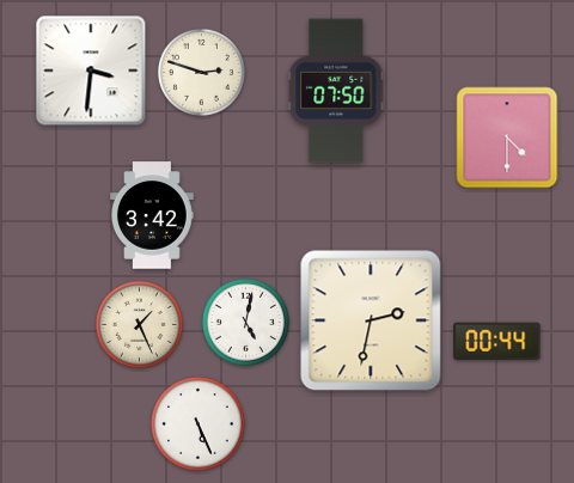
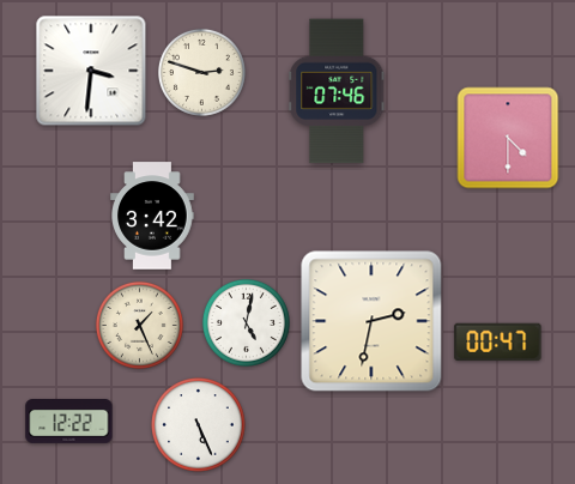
clock at (336, 91): 07:50 -> 07:46
clock at (497, 341): 00:44 -> 00:47
clock at (69, 422): none -> 12:22
